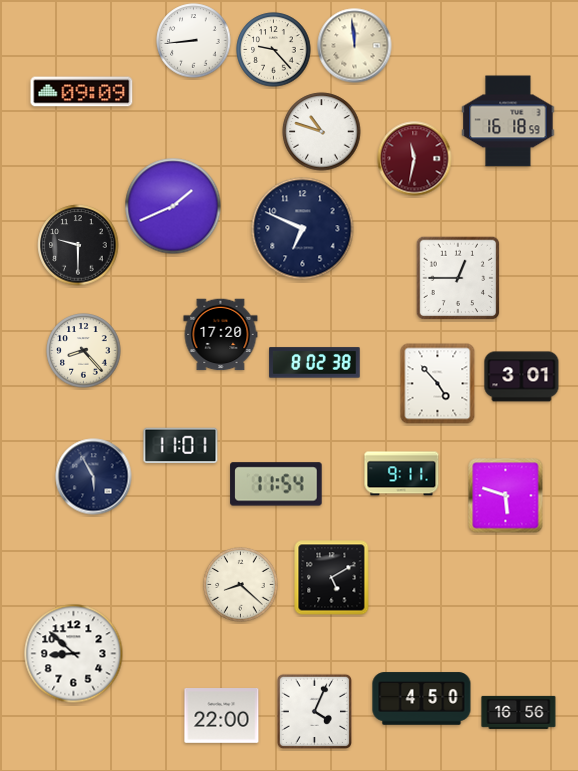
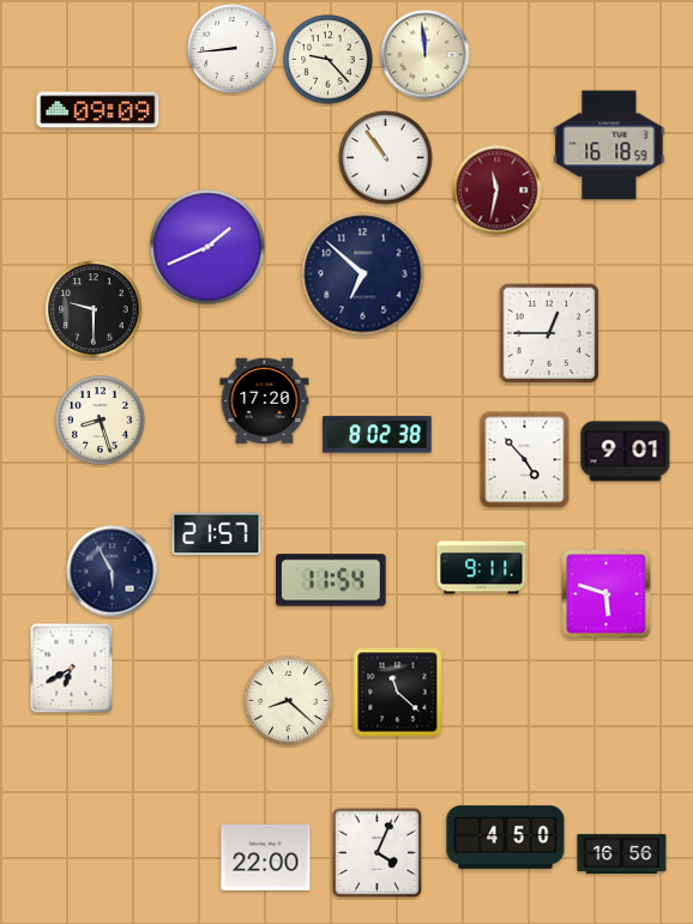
clock at (322, 132): 10:48 -> 10:54
clock at (303, 229): 6:49 -> 6:52
clock at (78, 245) position: (78, 245) -> (94, 309)
clock at (84, 351): 8:23 -> 8:27
clock at (522, 377): 3:01 -> 9:01
clock at (181, 446): 11:01 -> 21:57
clock at (72, 669): none -> 6:40
clock at (332, 578): 5:10 -> 11:22
clock at (74, 654): 8:52 -> none
